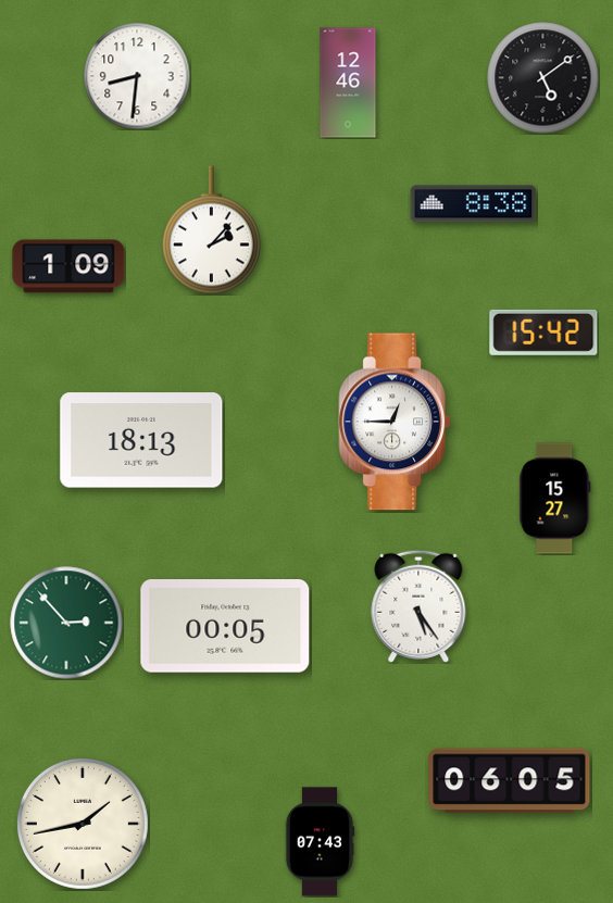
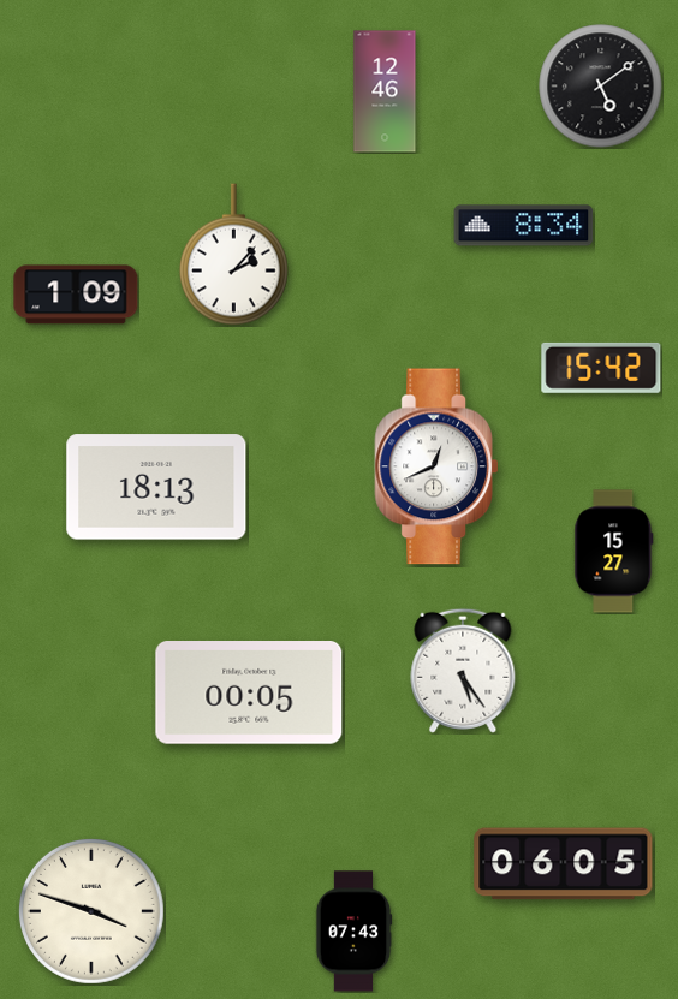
clock at (137, 76): 8:31 -> none
clock at (474, 204): 8:38 -> 8:34
clock at (393, 422): 12:45 -> 12:41
clock at (66, 623): 2:53 -> none
clock at (83, 824): 1:43 -> 3:48
